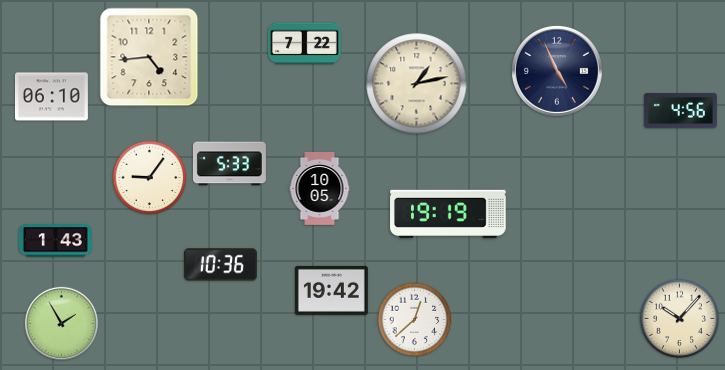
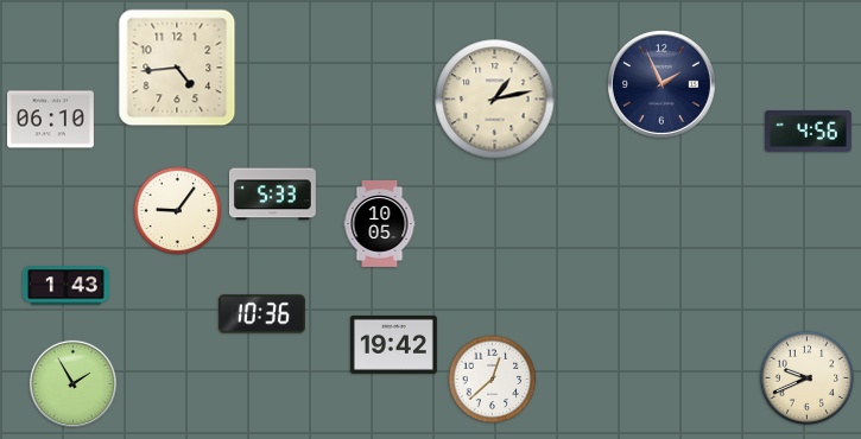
clock at (304, 44): 7:22 -> none
clock at (557, 71): 4:56 -> 1:56
clock at (51, 97) position: (51, 97) -> (50, 120)
clock at (448, 214): 19:19 -> none
clock at (680, 319): 10:07 -> 9:41
